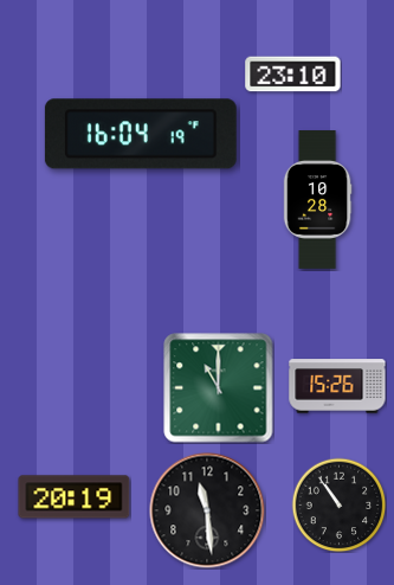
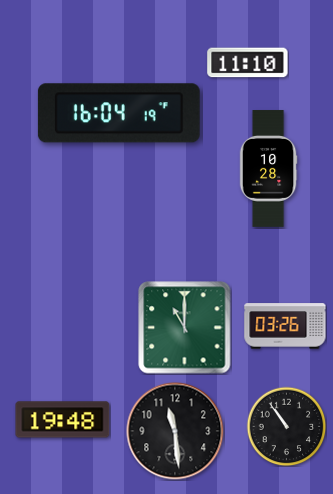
clock at (293, 75): 23:10 -> 11:10
clock at (337, 386): 15:26 -> 03:26
clock at (75, 497): 20:19 -> 19:48
